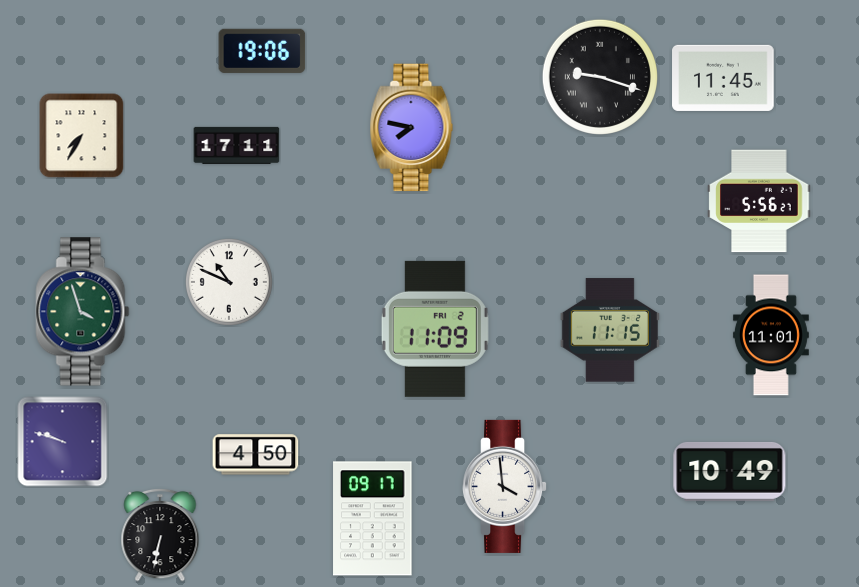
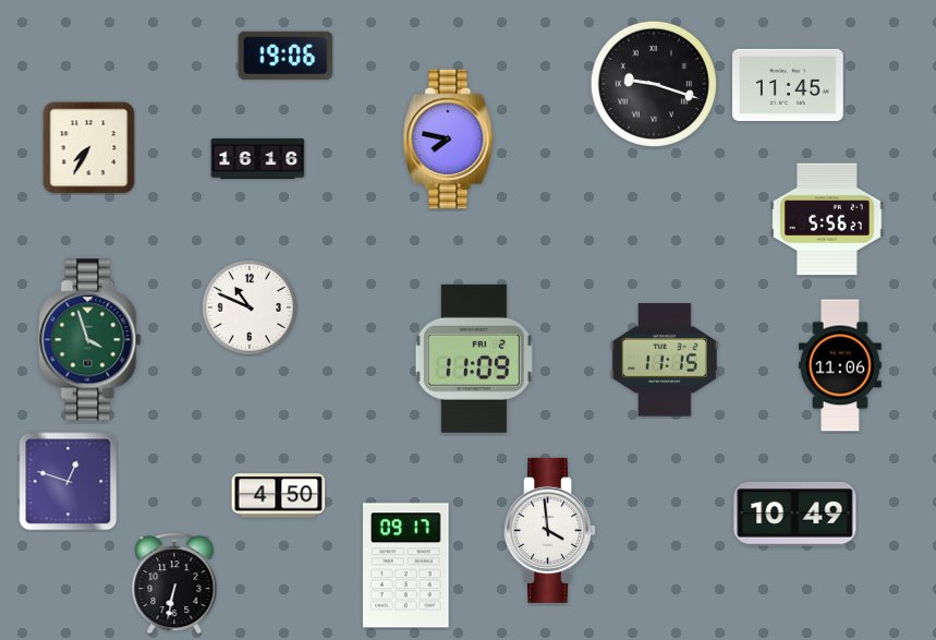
clock at (237, 145): 17:11 -> 16:16
clock at (771, 335): 11:01 -> 11:06
clock at (63, 442): 9:48 -> 12:48
